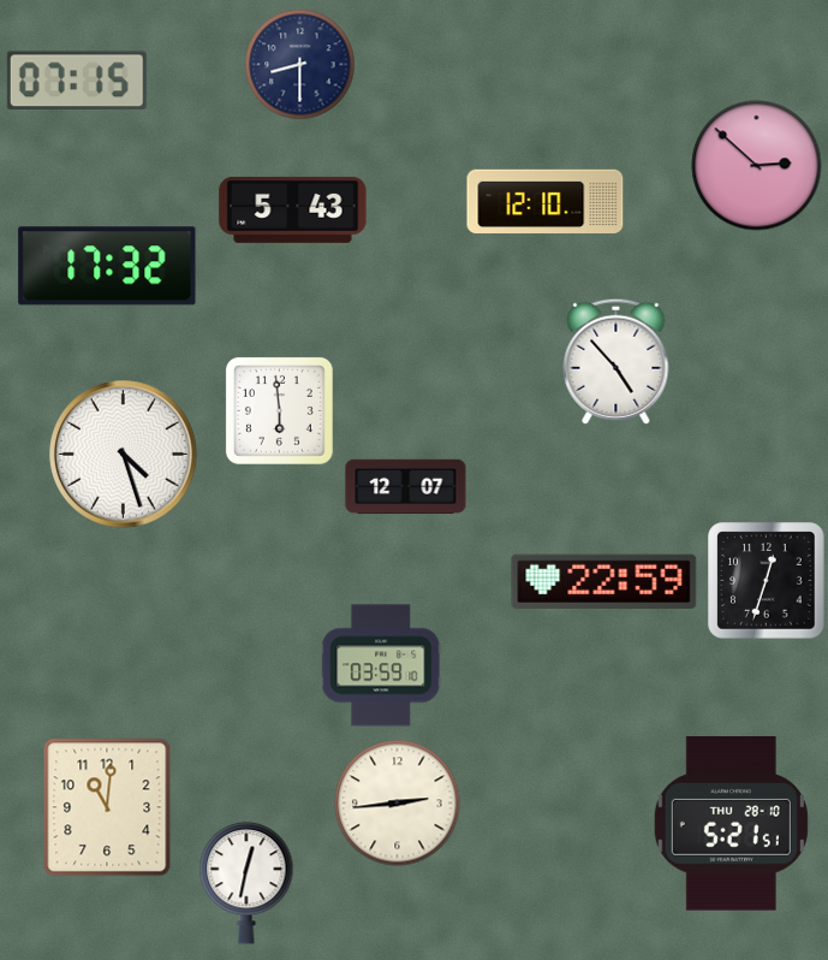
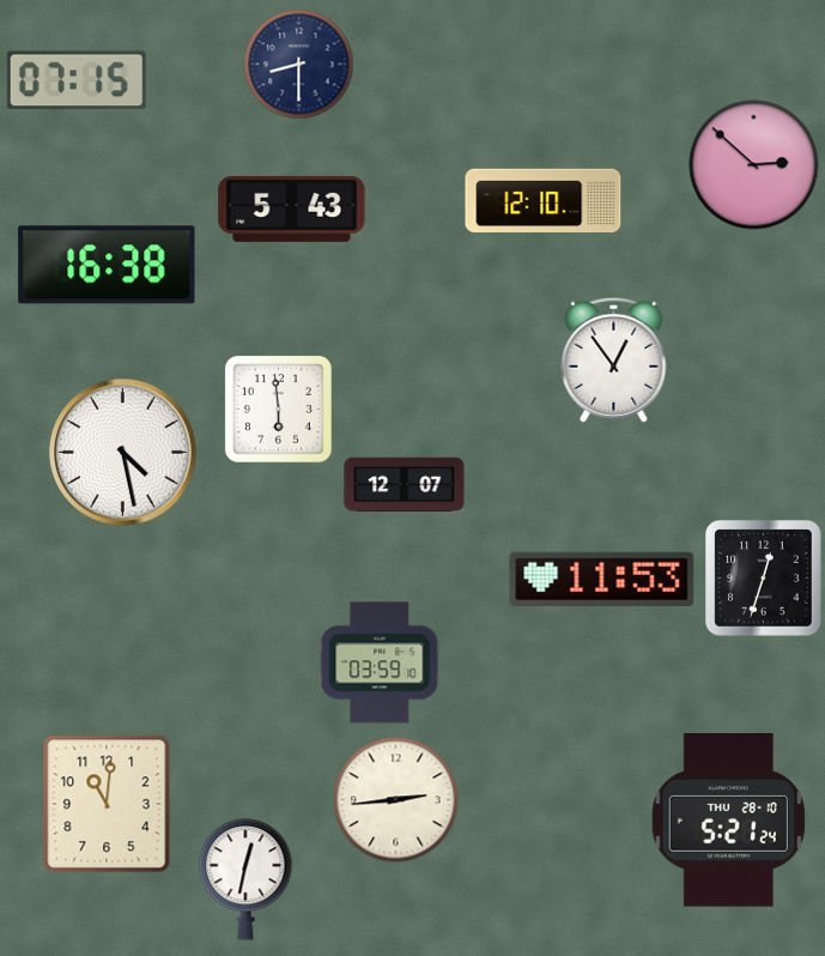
clock at (107, 266): 17:32 -> 16:38
clock at (616, 361): 4:53 -> 12:54
clock at (124, 455): 4:27 -> 4:28
clock at (604, 582): 22:59 -> 11:53
clock at (731, 824): 5:21:51 -> 5:21:24
